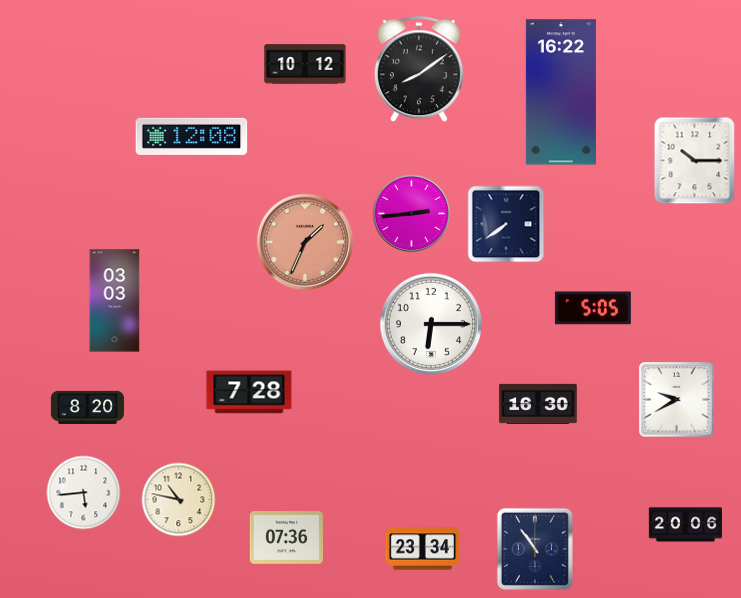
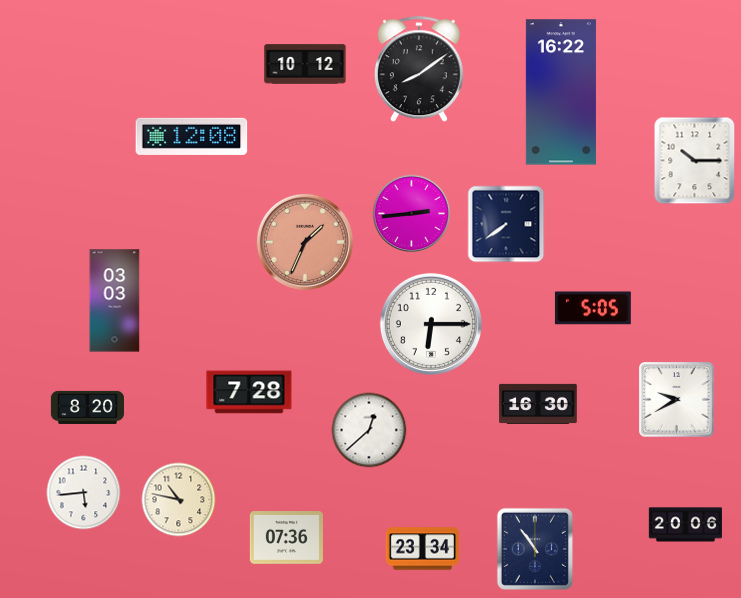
clock at (369, 430): none -> 12:38
